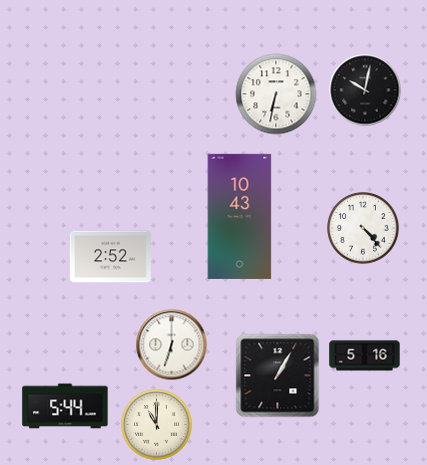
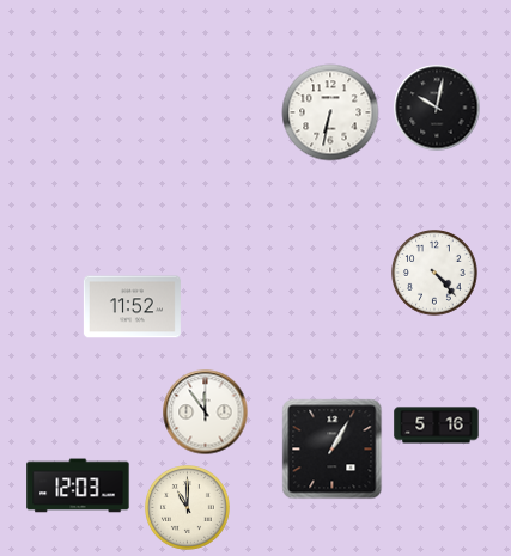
clock at (240, 216): 10:43 -> none
clock at (110, 257): 2:52 -> 11:52
clock at (172, 345): 6:33 -> 11:54
clock at (65, 406): 5:44 -> 12:03
